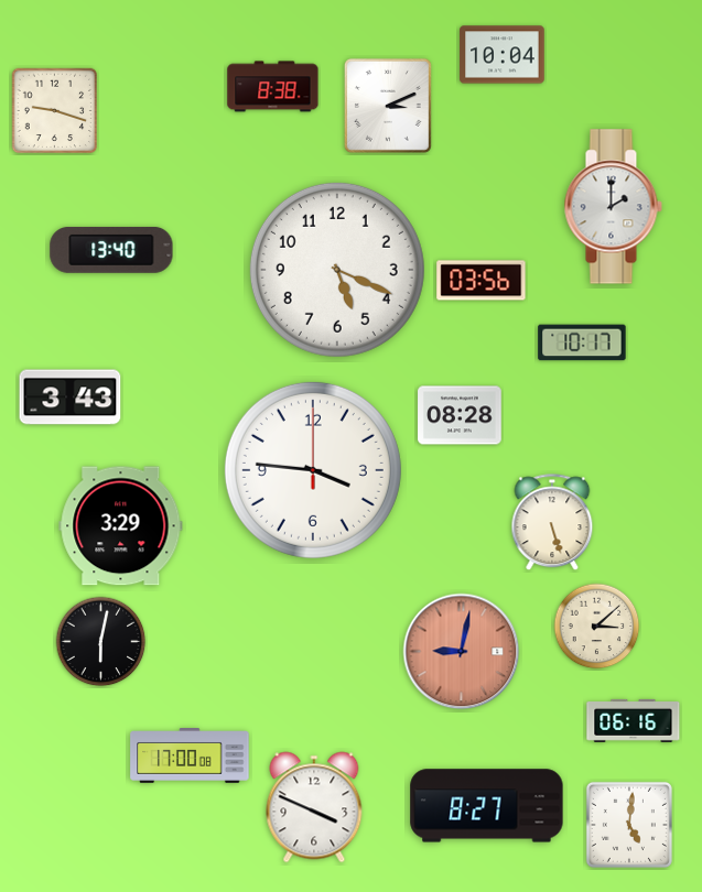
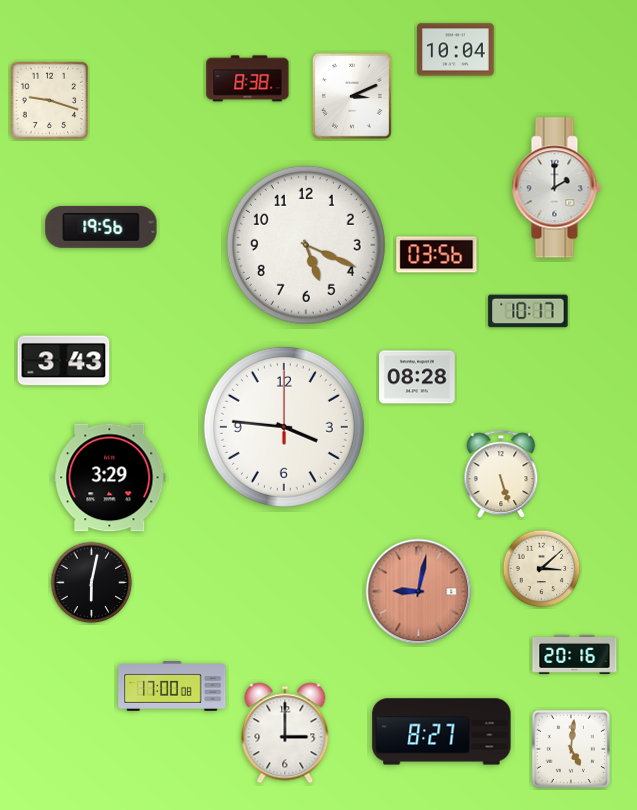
clock at (111, 250): 13:40 -> 19:56
clock at (634, 720): 06:16 -> 20:16
clock at (314, 807): 3:49 -> 3:00
